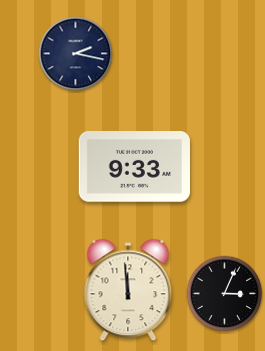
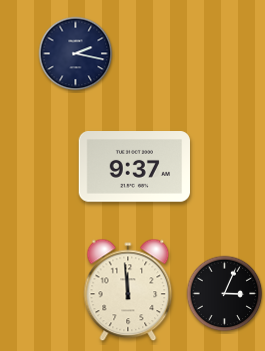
clock at (135, 167): 9:33 -> 9:37
